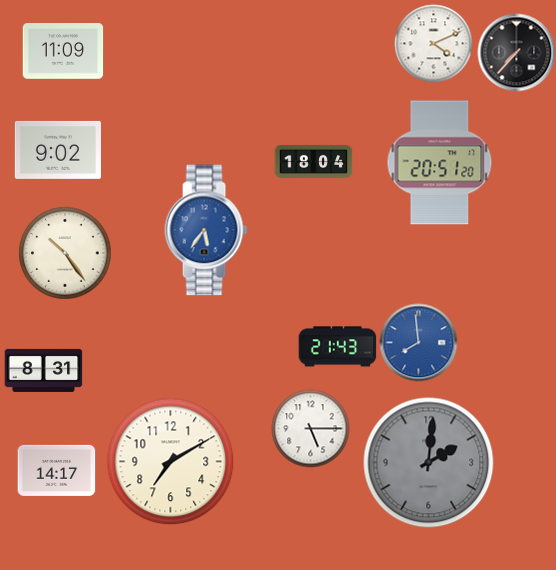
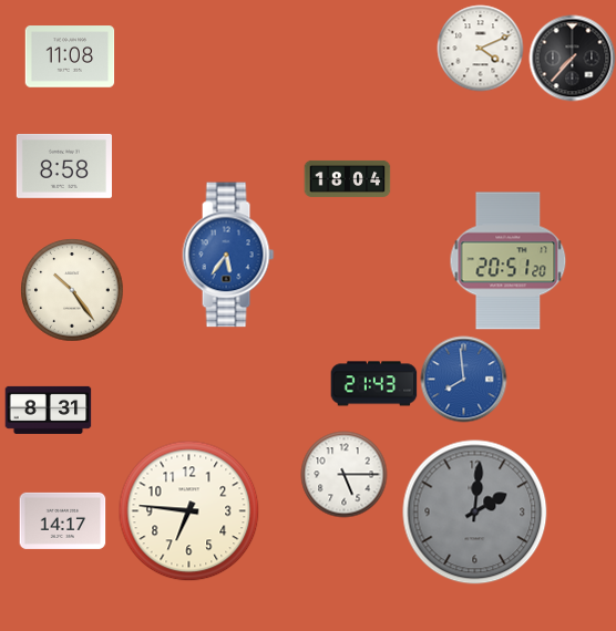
clock at (63, 51): 11:09 -> 11:08
clock at (58, 150): 9:02 -> 8:58
clock at (440, 163) position: (440, 163) -> (509, 261)
clock at (65, 253) position: (65, 253) -> (72, 290)
clock at (170, 461): 7:10 -> 6:46
